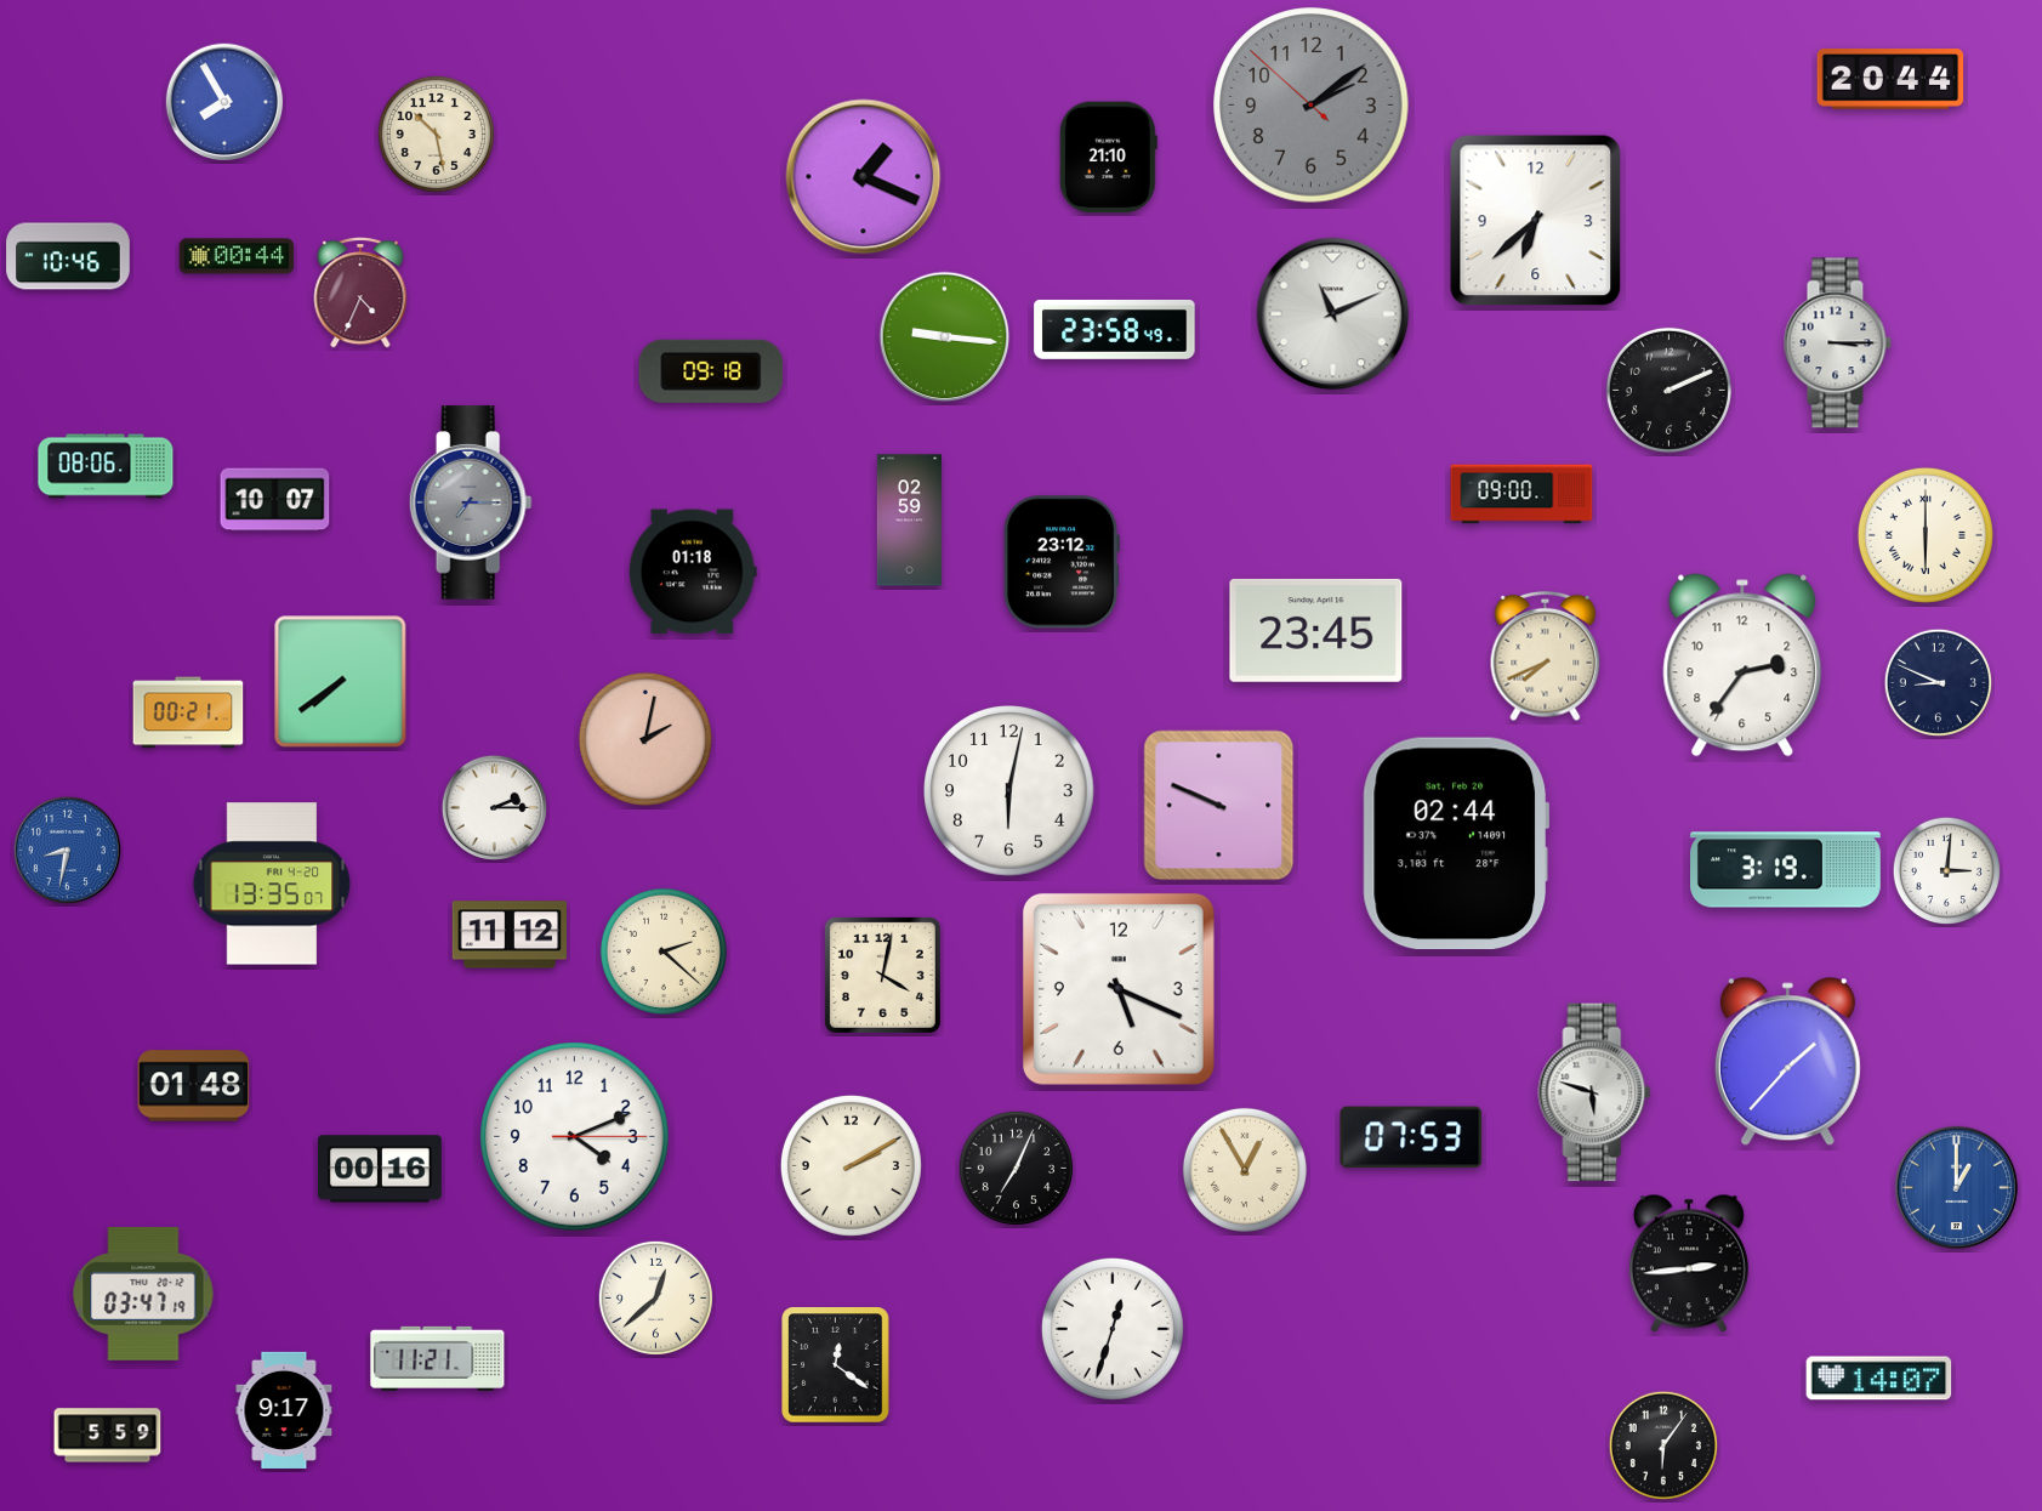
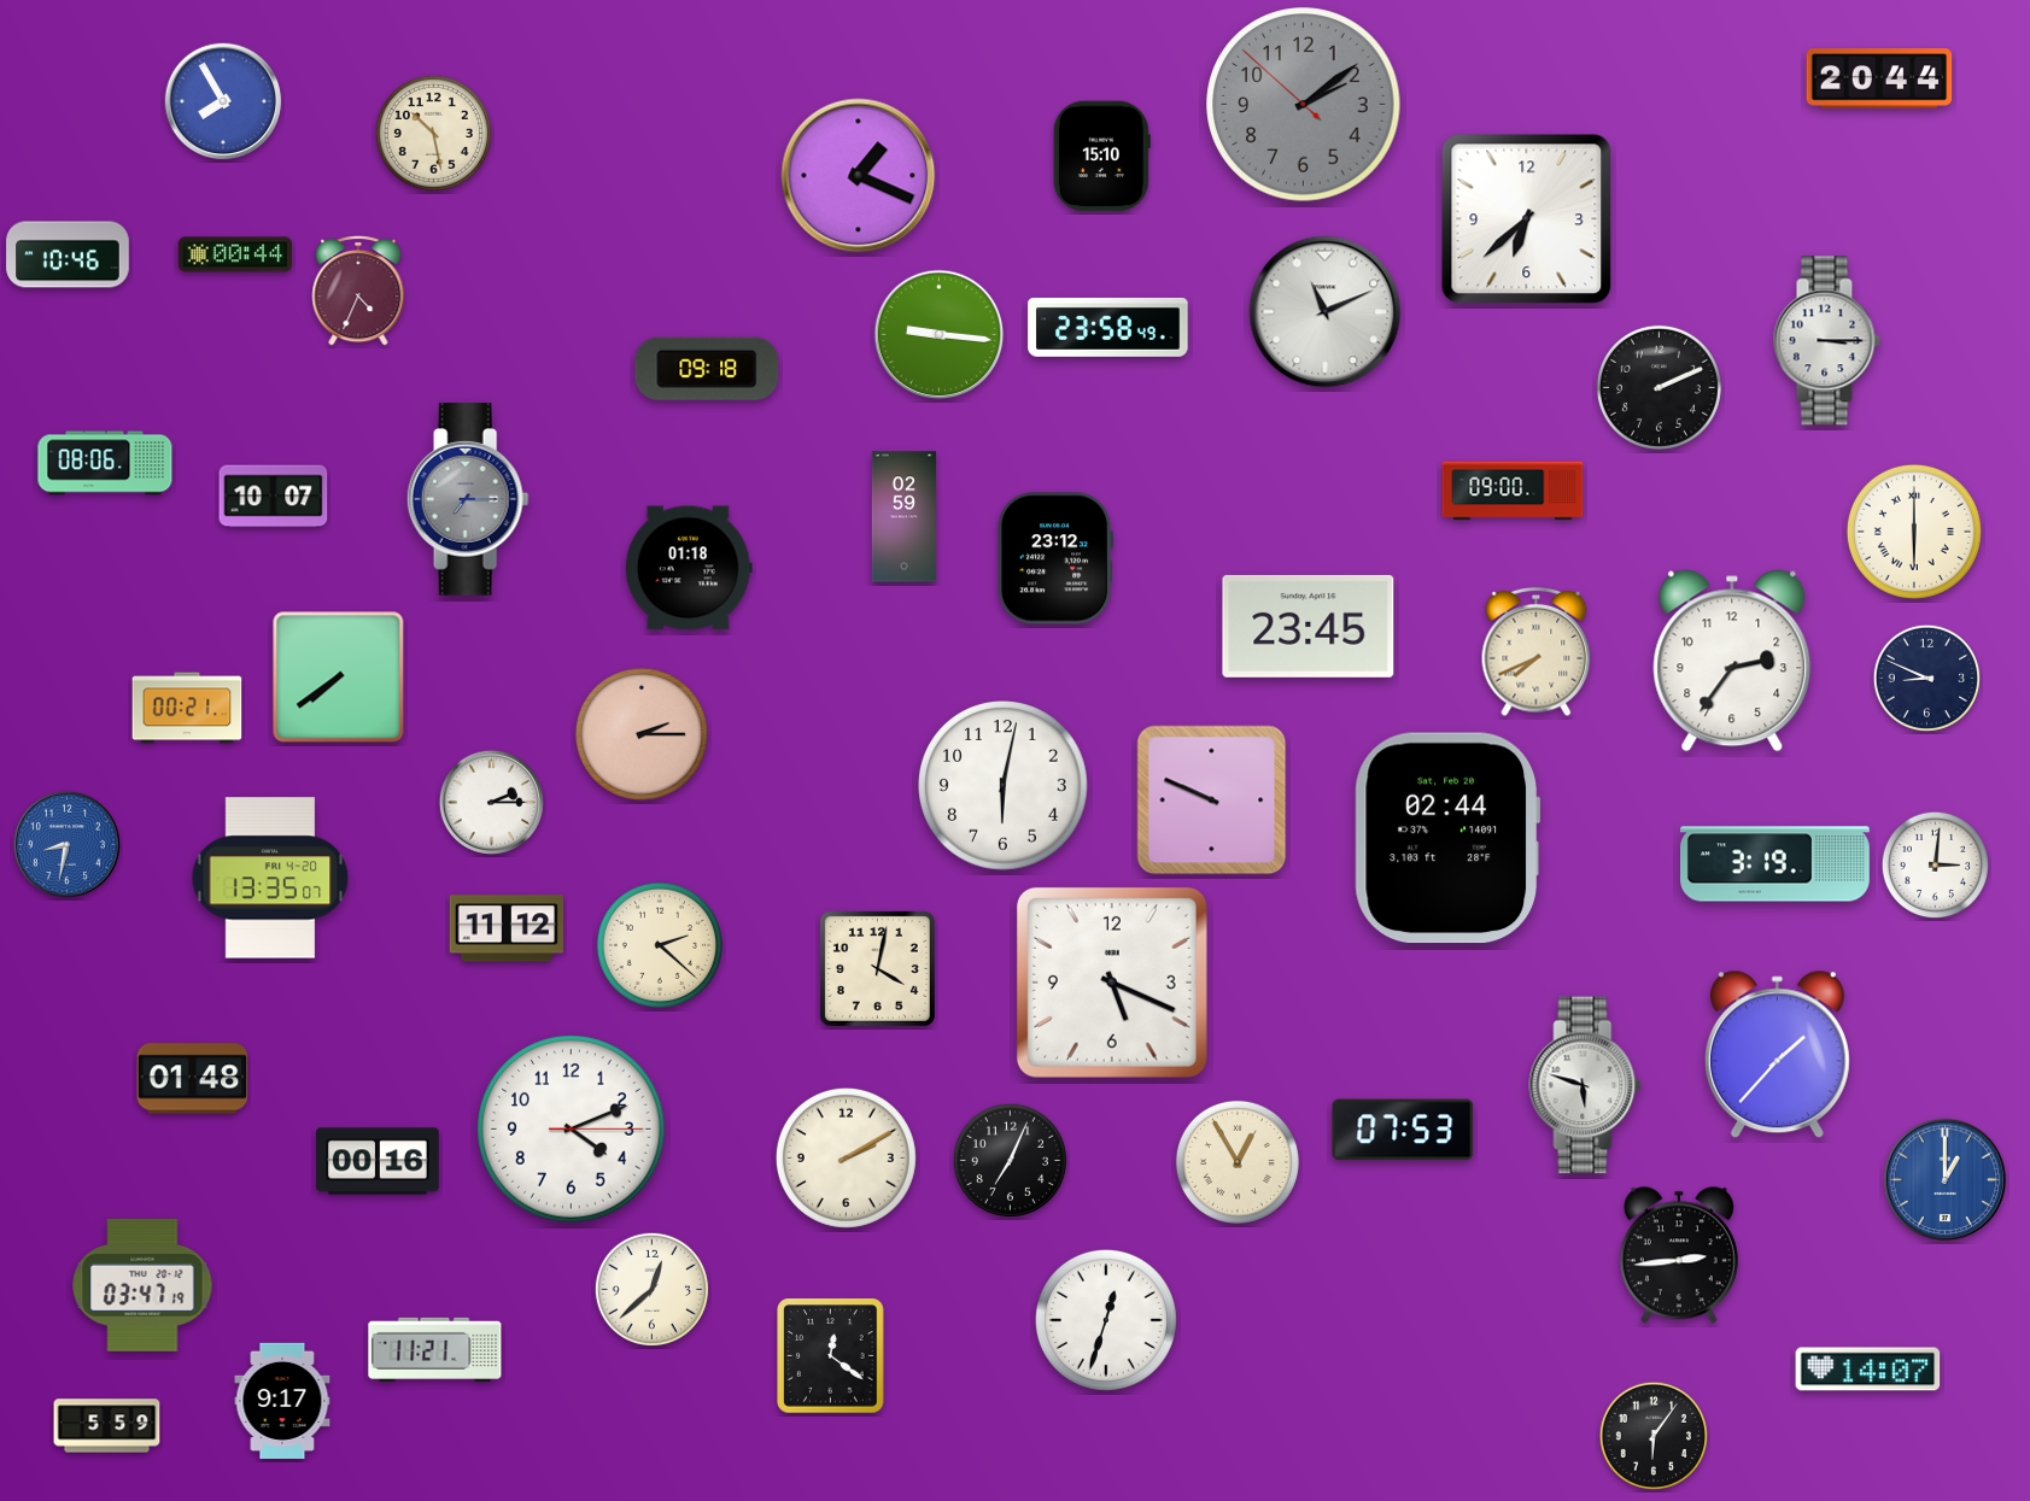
clock at (1108, 158): 21:10 -> 15:10
clock at (645, 739): 2:02 -> 2:15
